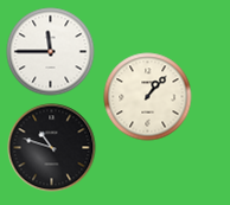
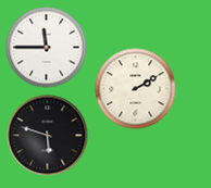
clock at (148, 97): 1:07 -> 2:10
clock at (52, 148): 10:48 -> 5:48
